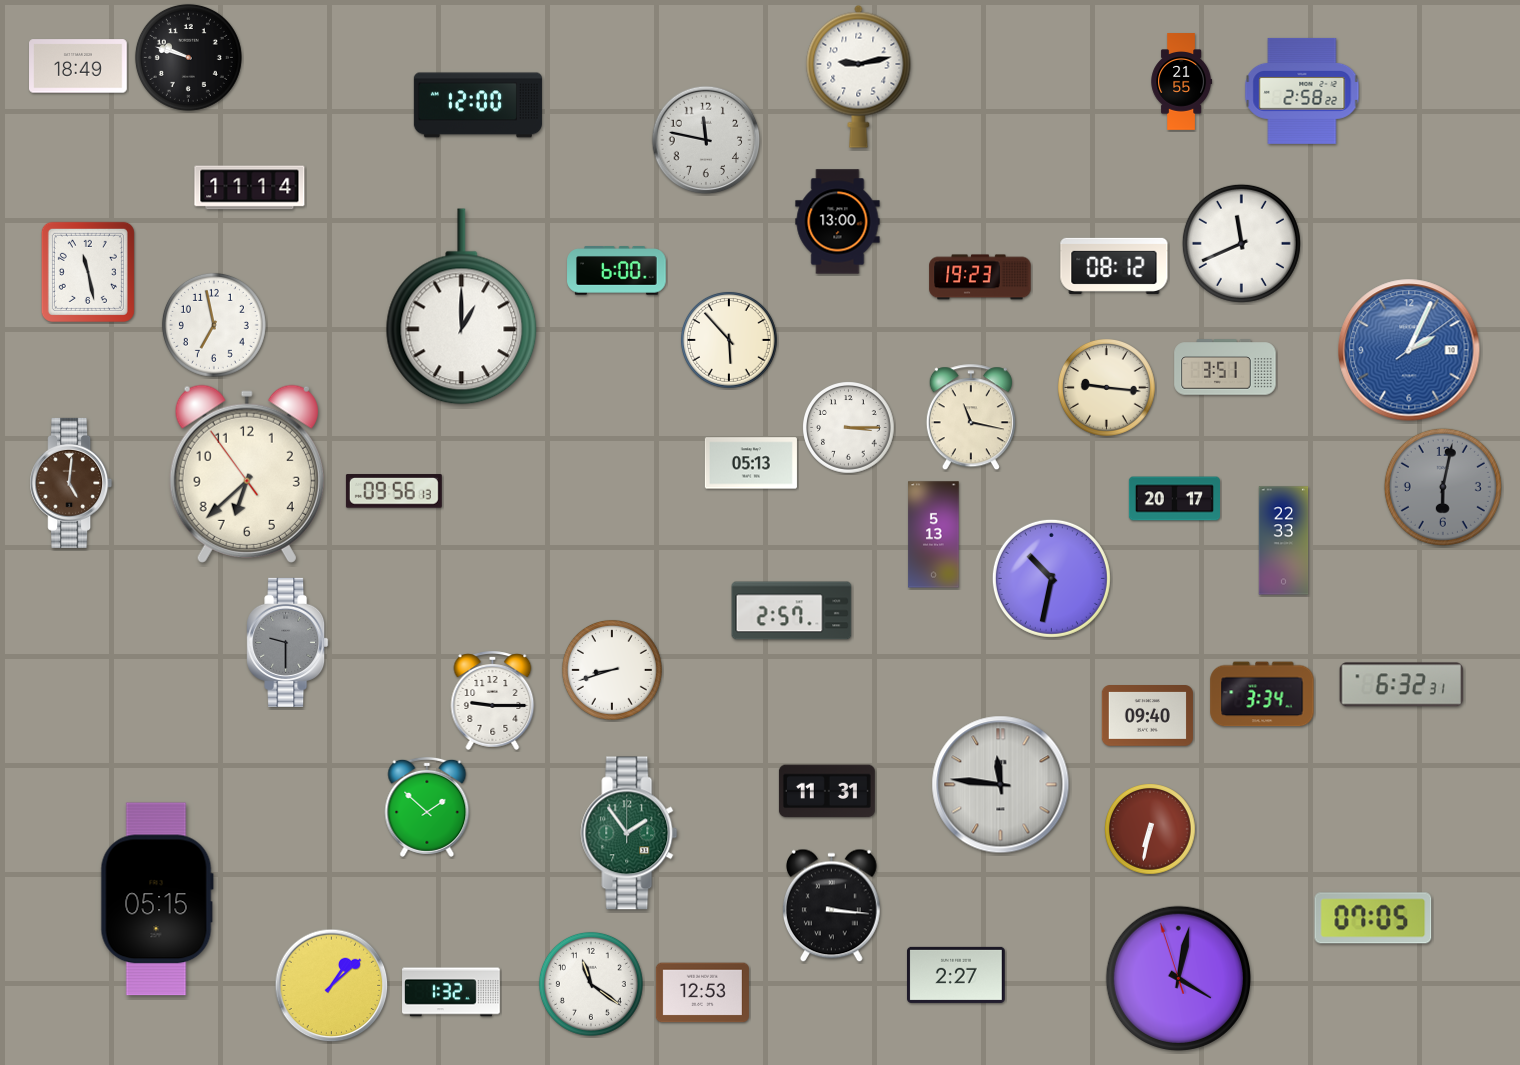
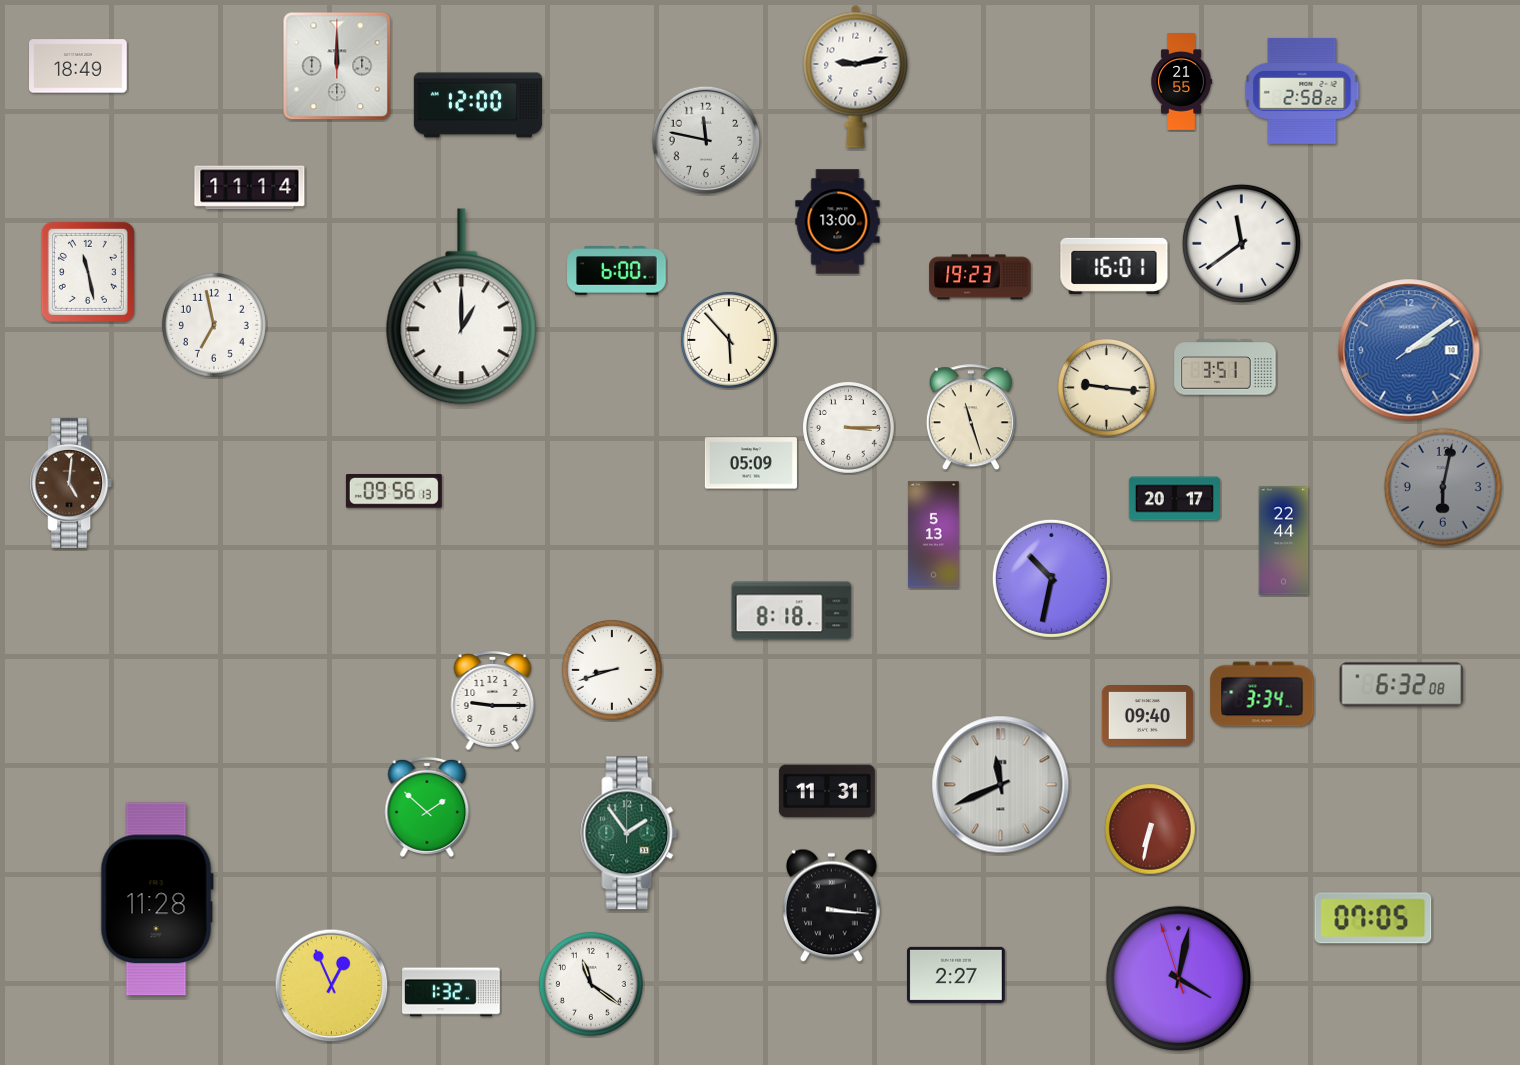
clock at (188, 57): 9:48 -> none
clock at (337, 66): none -> 12:00
clock at (859, 76) position: (859, 76) -> (856, 76)
clock at (1241, 243): 11:41 -> 11:39
clock at (1114, 266): 08:12 -> 16:01
clock at (1409, 350): 2:04 -> 2:09
clock at (971, 418): 11:17 -> 11:27
clock at (751, 463): 05:13 -> 05:09
clock at (247, 474): 6:37 -> none
clock at (1284, 541): 22:33 -> 22:44
clock at (792, 611): 2:57 -> 8:18
clock at (288, 642): 9:30 -> none
clock at (1402, 685): 6:32:31 -> 6:32:08
clock at (1001, 785): 11:46 -> 11:41
clock at (157, 899): 05:15 -> 11:28
clock at (332, 986): 1:08 -> 12:56
clock at (702, 993): 12:53 -> none
